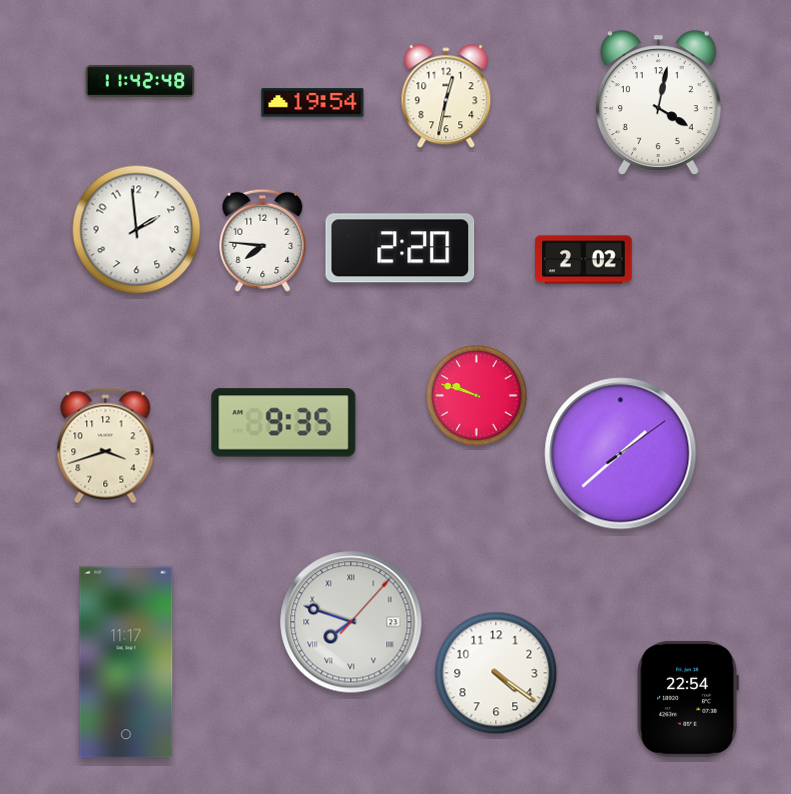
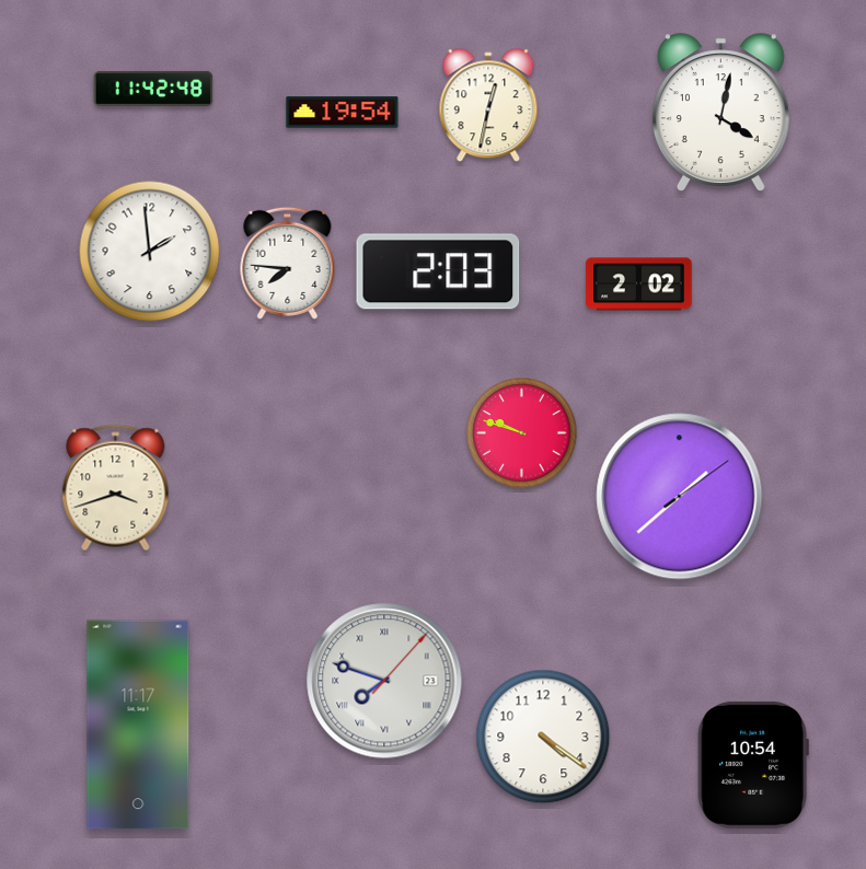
clock at (400, 248): 2:20 -> 2:03
clock at (284, 423): 9:35 -> none
clock at (688, 699): 22:54 -> 10:54
